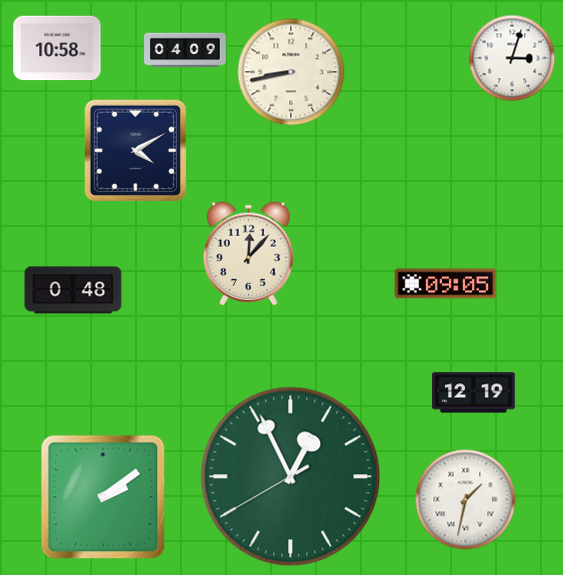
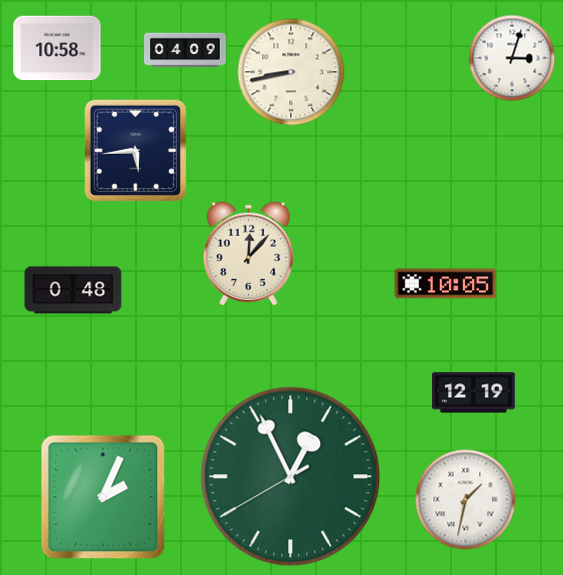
clock at (136, 151): 4:10 -> 5:44
clock at (446, 284): 09:05 -> 10:05
clock at (103, 497): 2:09 -> 2:04
